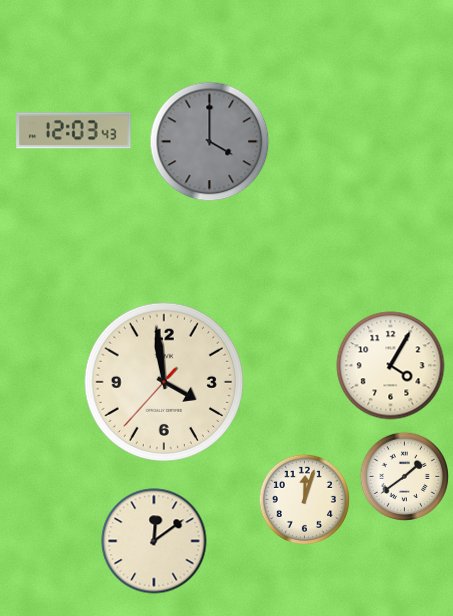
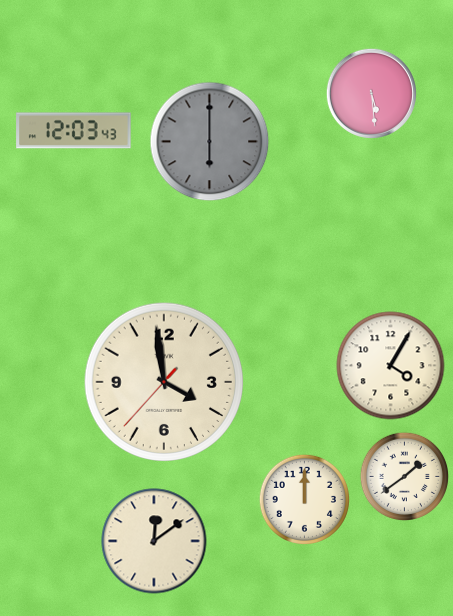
clock at (371, 93): none -> 5:29
clock at (210, 142): 4:00 -> 6:00
clock at (304, 499): 12:03 -> 12:00
